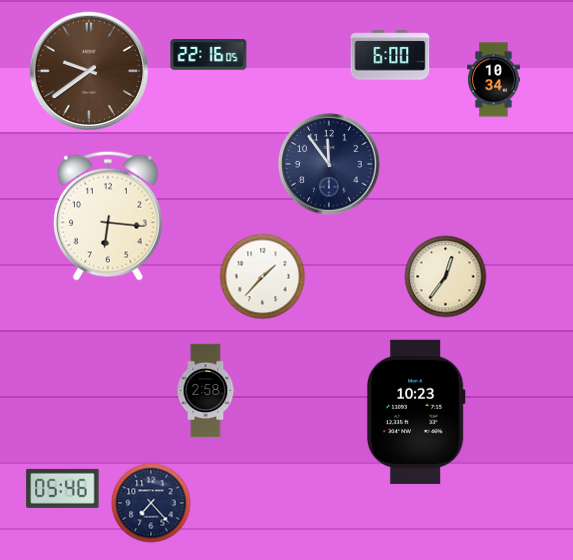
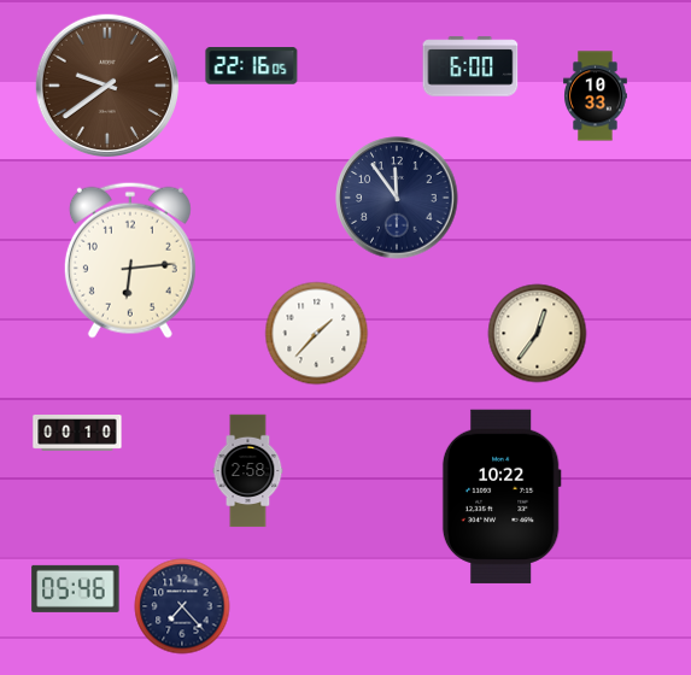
clock at (494, 80): 10:34 -> 10:33
clock at (108, 216): 6:16 -> 6:14
clock at (77, 434): none -> 00:10
clock at (416, 412): 10:23 -> 10:22
